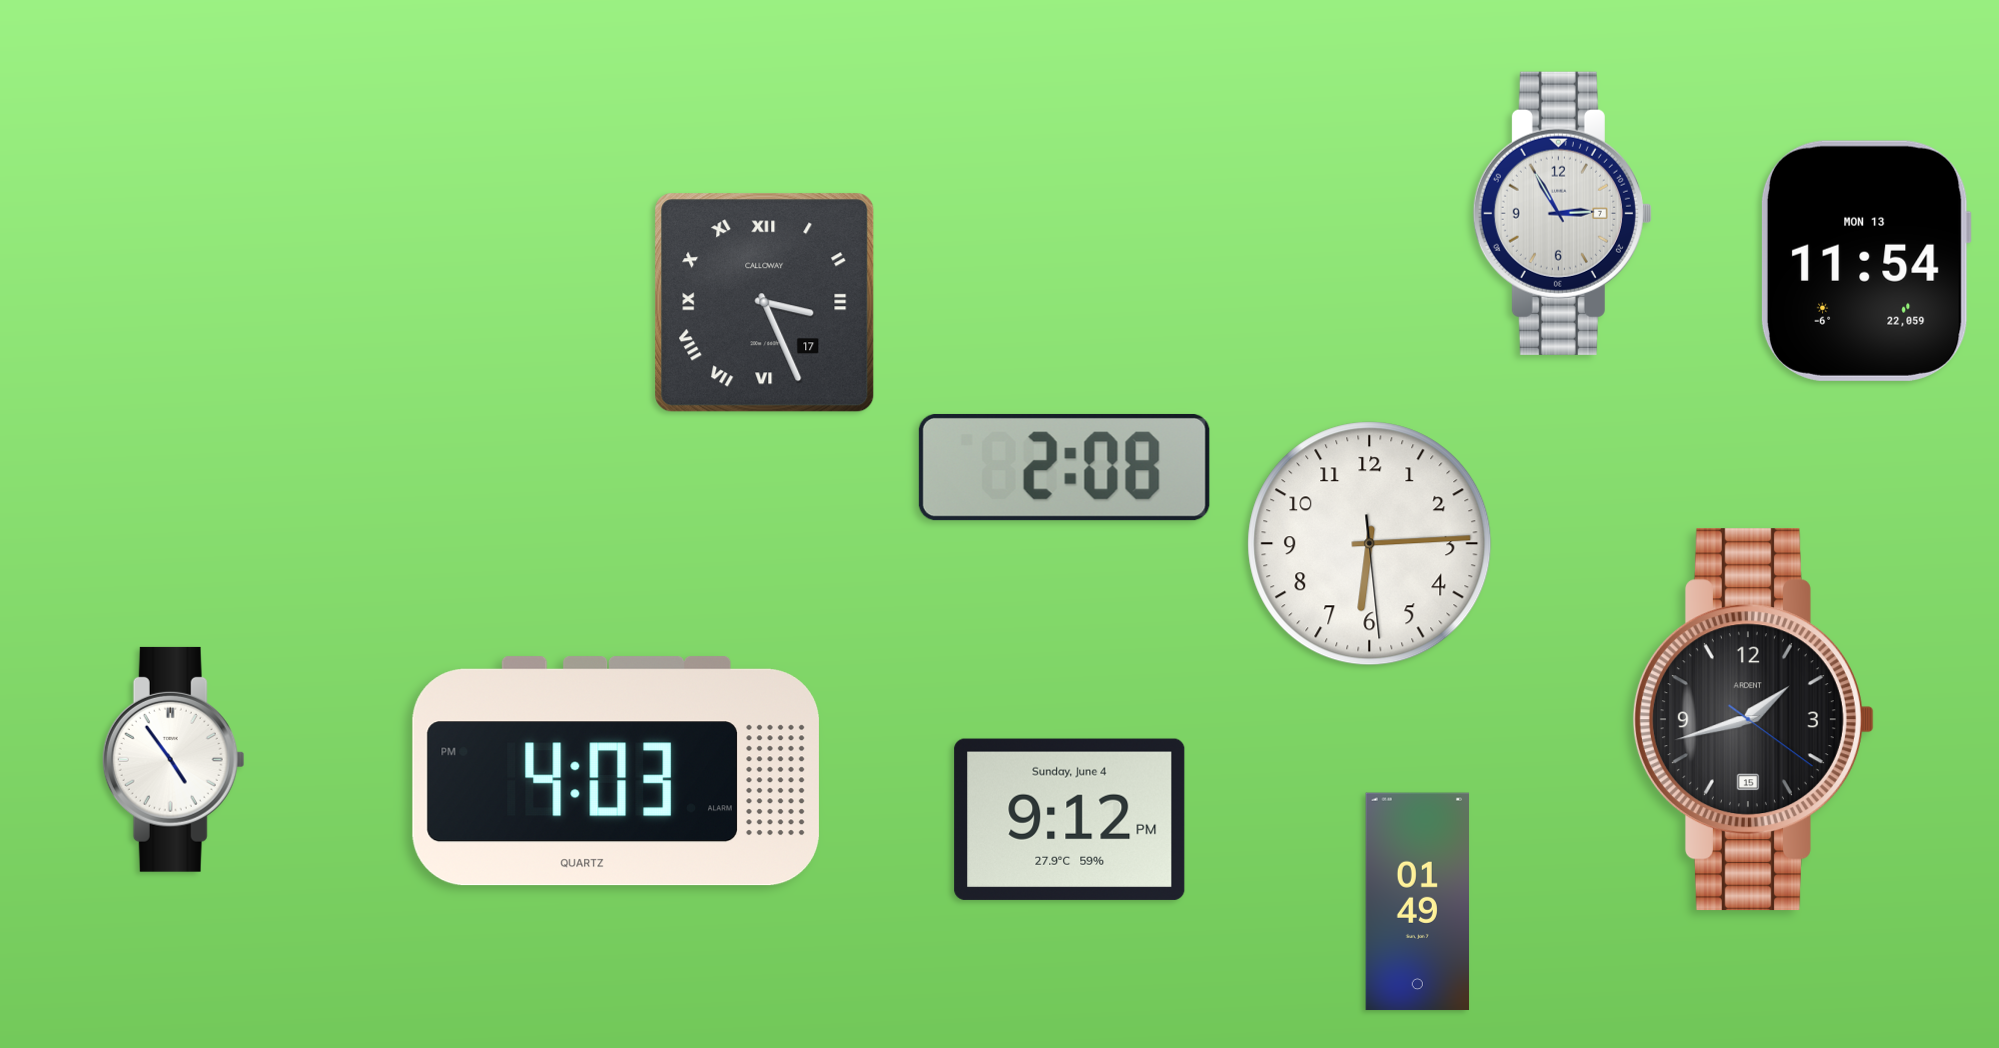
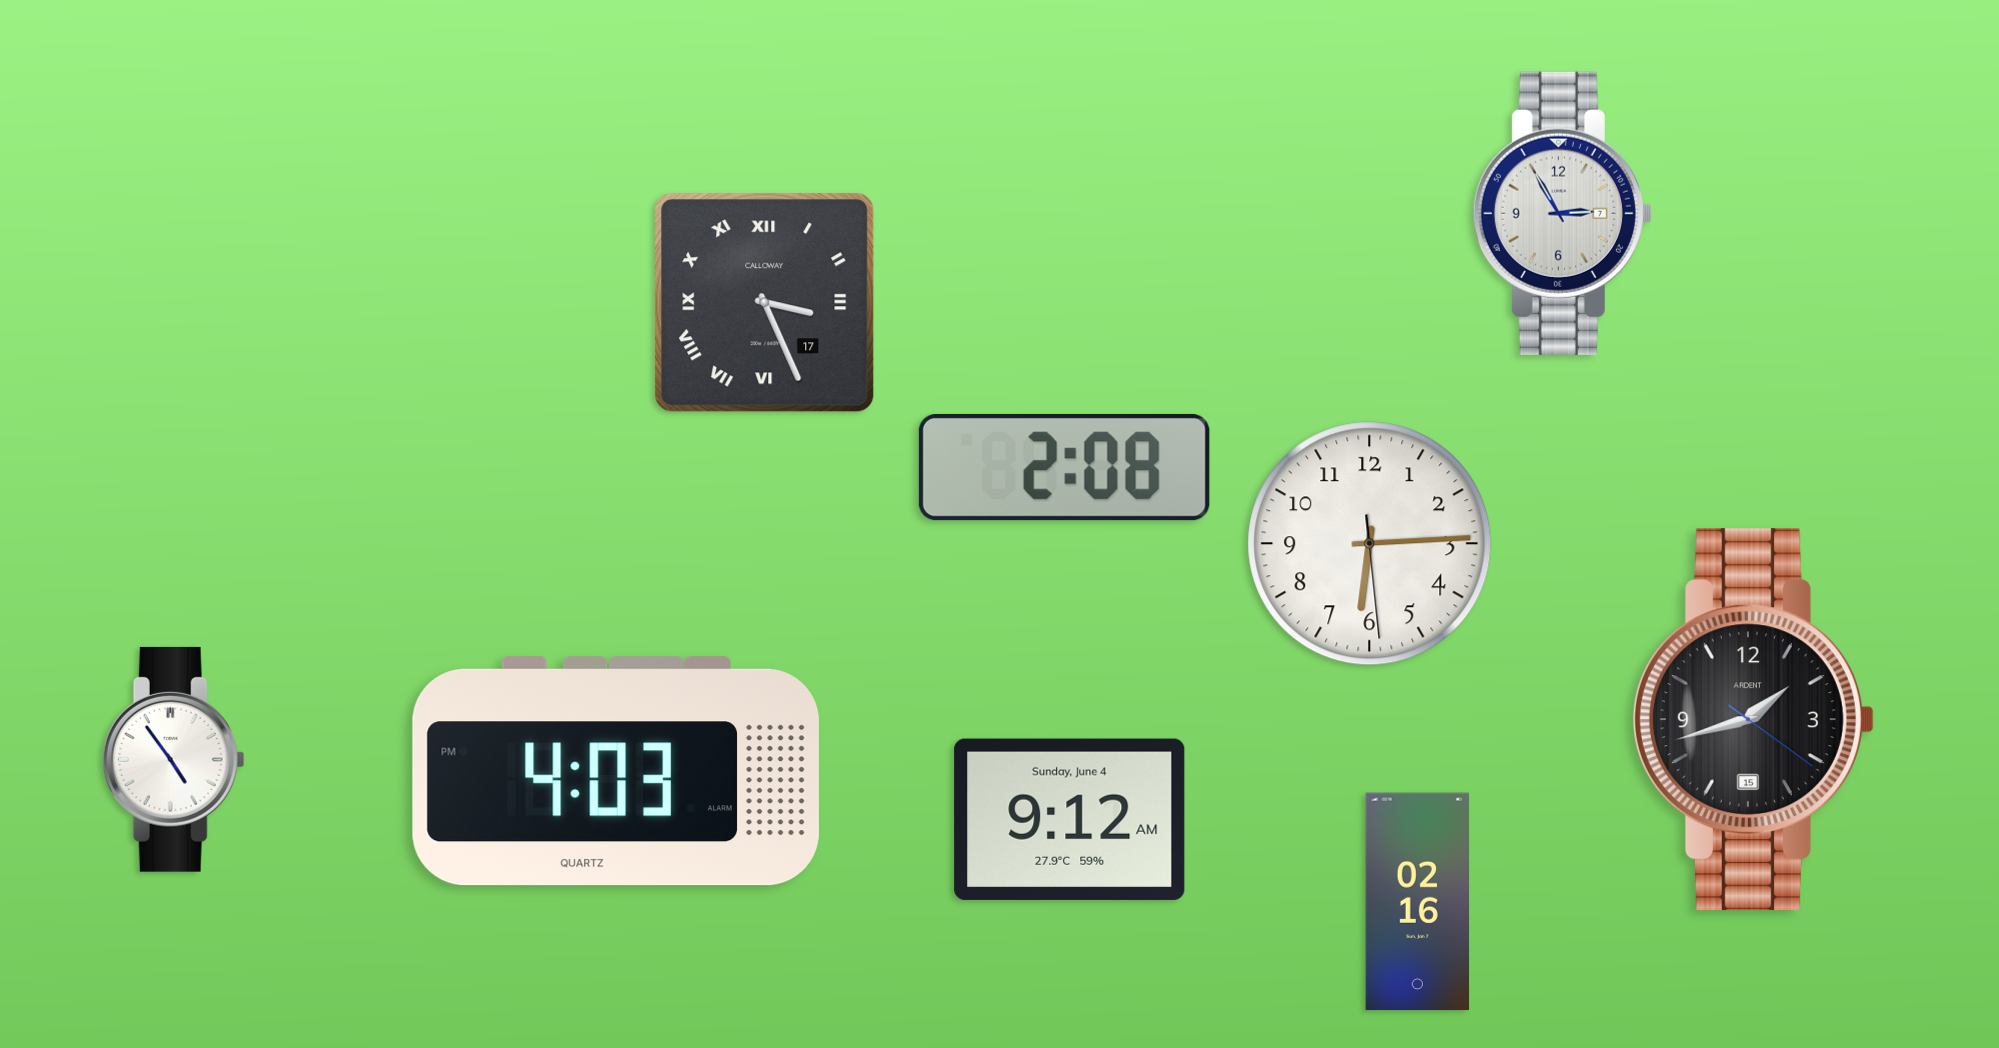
clock at (1866, 261): 11:54 -> none
clock at (1070, 819): 9:12 PM -> 9:12 AM
clock at (1418, 902): 01:49 -> 02:16
